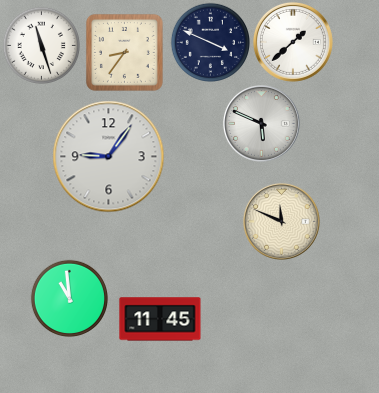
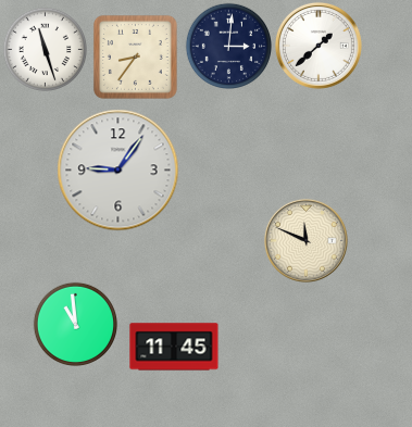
clock at (210, 42): 3:49 -> 3:01
clock at (261, 123): 5:49 -> none
